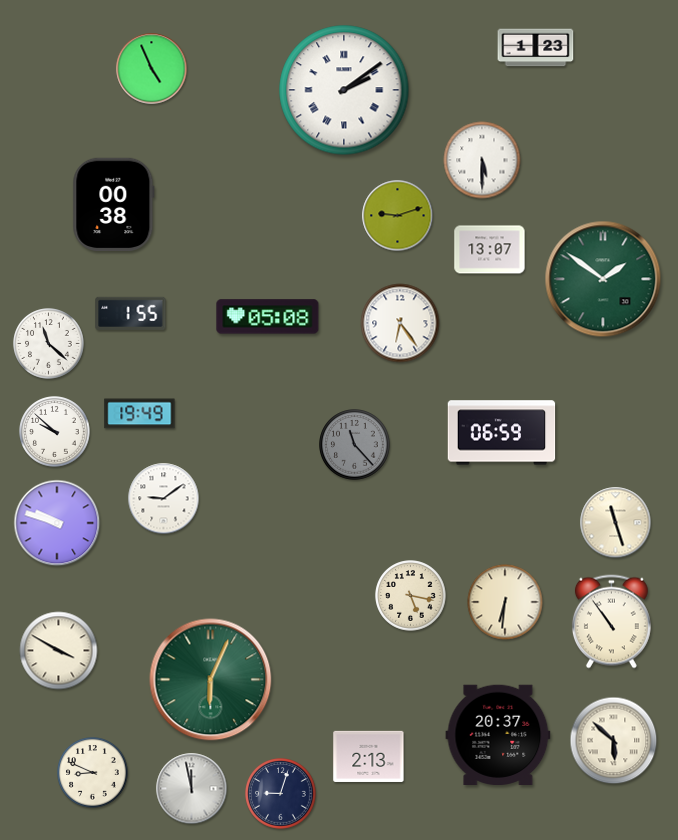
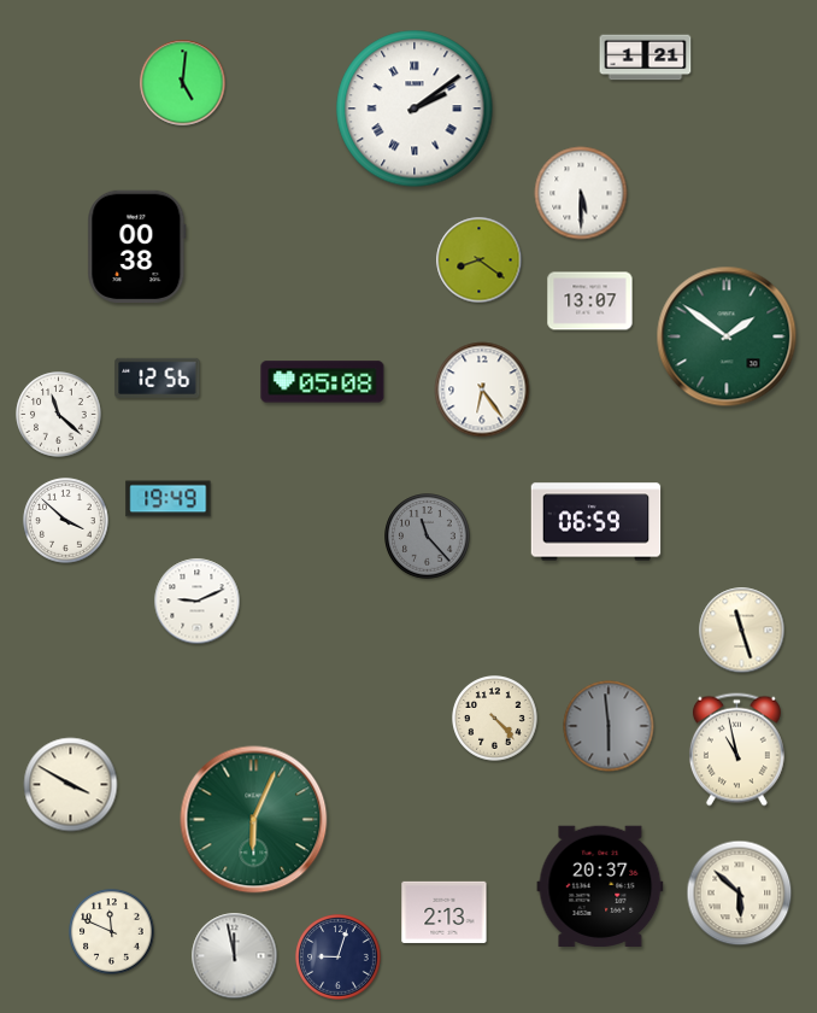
clock at (536, 48): 1:23 -> 1:21
clock at (152, 69): 4:56 -> 5:01
clock at (398, 216): 9:12 -> 8:21
clock at (131, 313): 1:55 -> 12:56
clock at (55, 432): 9:52 -> 3:52
clock at (502, 433) position: (502, 433) -> (596, 522)
clock at (164, 499): 9:09 -> 9:11
clock at (57, 523): 9:48 -> none
clock at (411, 596): 5:17 -> 4:23
clock at (505, 602): 6:31 -> 5:59
clock at (505, 602) dial: cream -> grey
clock at (611, 622): 10:54 -> 10:58
clock at (93, 773): 8:49 -> 11:49
clock at (192, 789) position: (192, 789) -> (235, 956)
